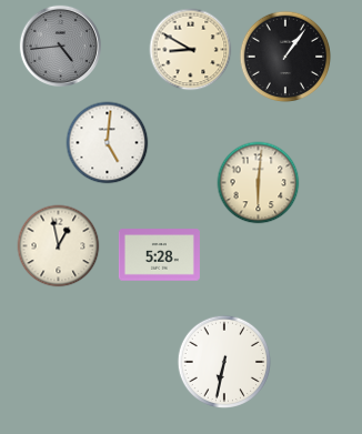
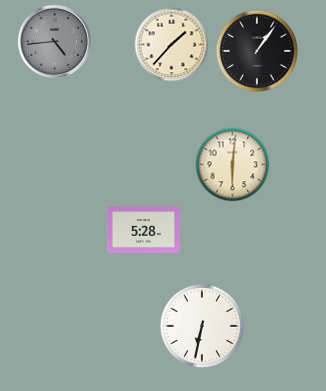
clock at (191, 50): 8:50 -> 1:37
clock at (108, 143): 5:01 -> none
clock at (59, 246): 12:58 -> none
